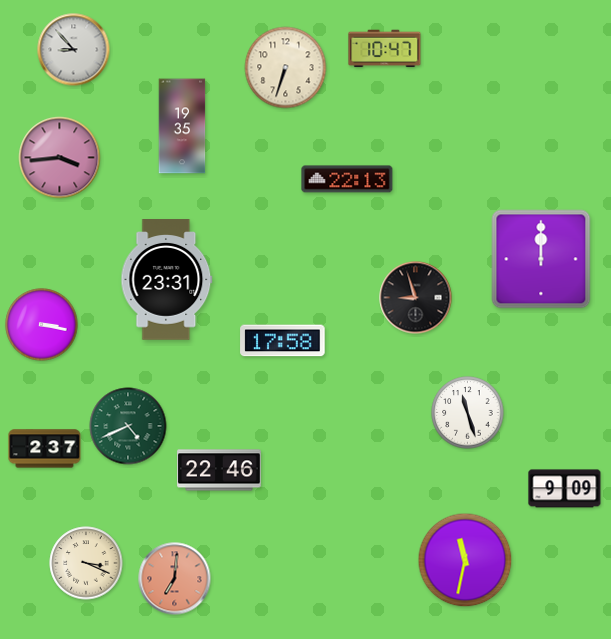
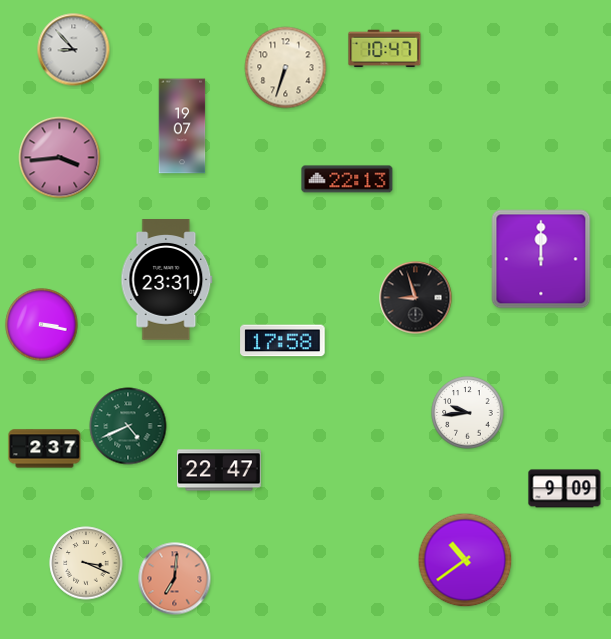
clock at (182, 126): 19:35 -> 19:07
clock at (468, 413): 11:27 -> 9:44
clock at (219, 470): 22:46 -> 22:47
clock at (465, 560): 11:32 -> 10:39
